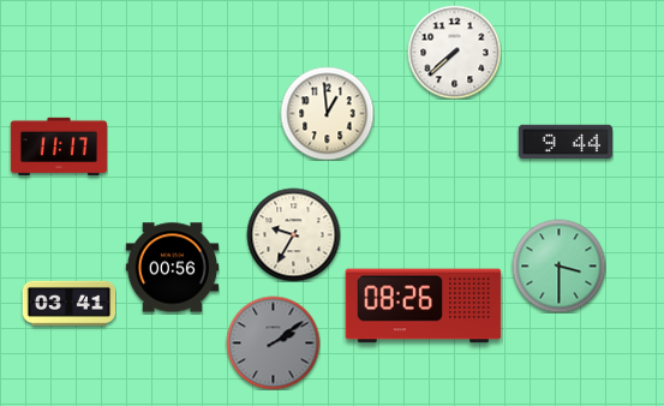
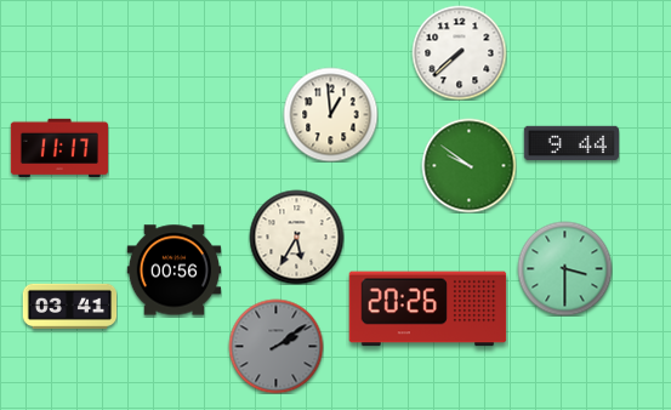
clock at (468, 165): none -> 9:51
clock at (293, 234): 9:35 -> 5:35
clock at (424, 306): 08:26 -> 20:26
